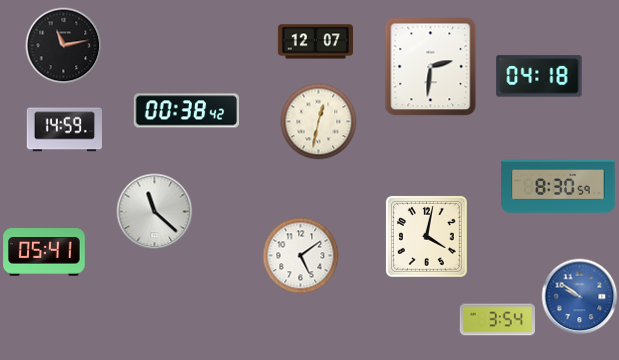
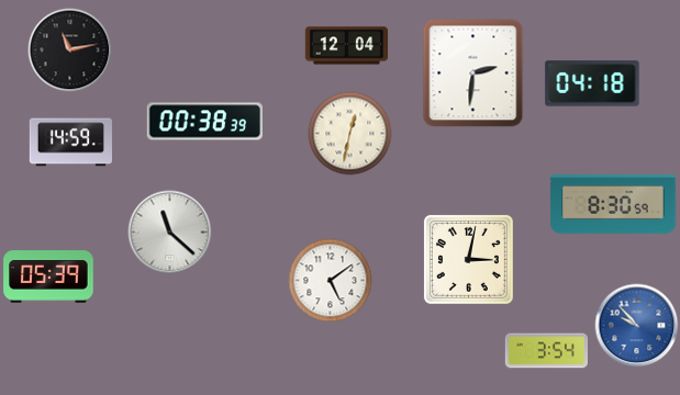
clock at (315, 42): 12:07 -> 12:04
clock at (186, 111): 00:38:42 -> 00:38:39
clock at (426, 236): 4:02 -> 3:02
clock at (44, 252): 05:41 -> 05:39
clock at (580, 297): 9:51 -> 9:53
